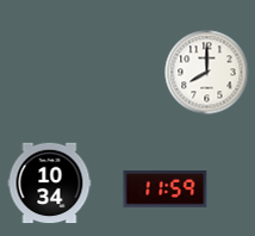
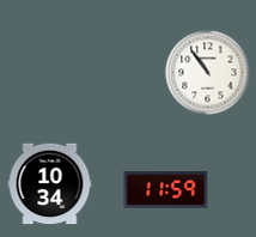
clock at (207, 73): 8:00 -> 10:54
